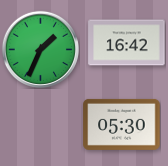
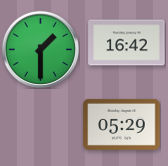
clock at (40, 49): 1:34 -> 1:30
clock at (122, 124): 05:30 -> 05:29
